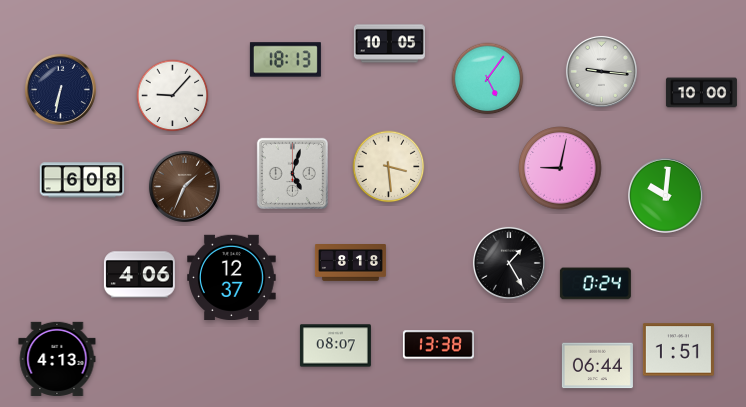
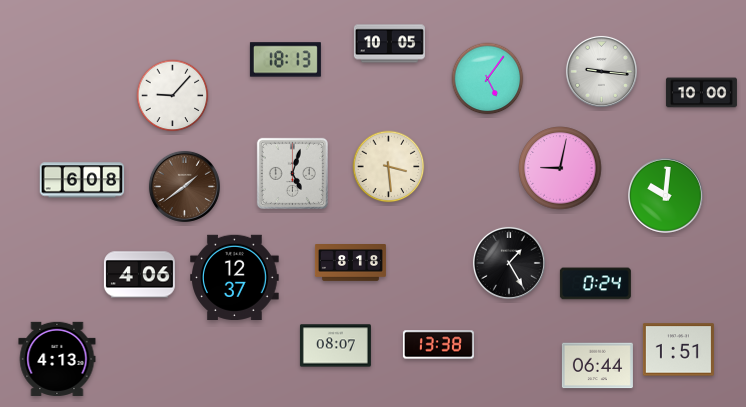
clock at (60, 89): 6:32 -> none
clock at (184, 186): 1:34 -> 1:39
clock at (232, 277) position: (232, 277) -> (235, 277)
